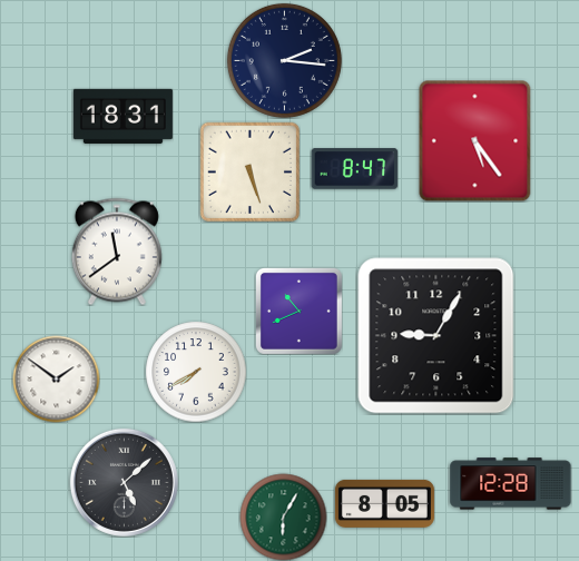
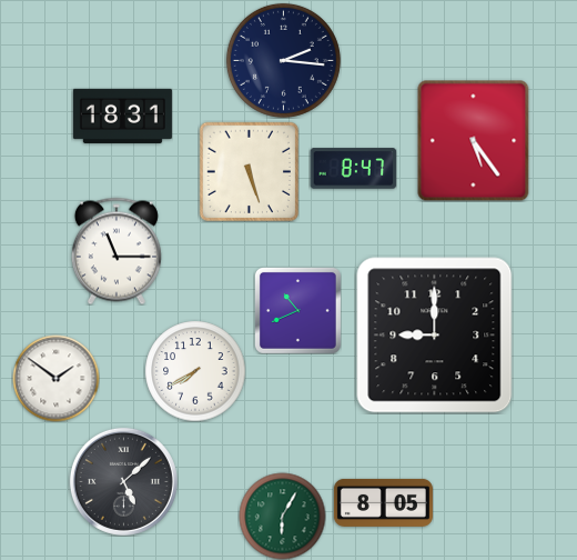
clock at (117, 252): 11:39 -> 11:15
clock at (436, 336): 9:05 -> 9:00
clock at (511, 484): 12:28 -> none
